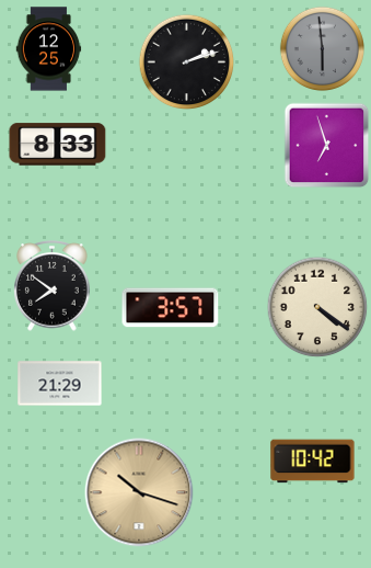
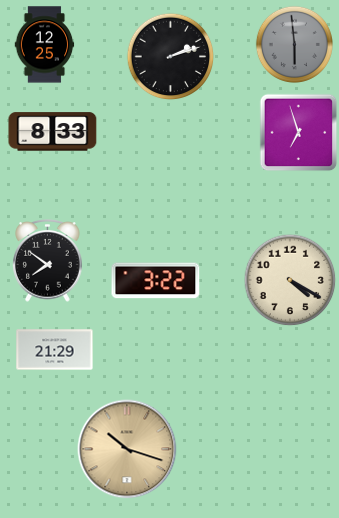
clock at (317, 307): 4:21 -> 4:20
clock at (171, 308): 3:57 -> 3:22
clock at (313, 462): 10:42 -> none
